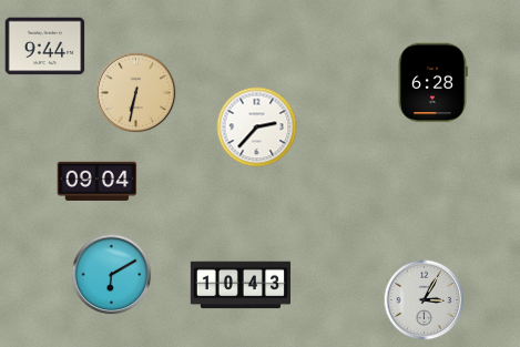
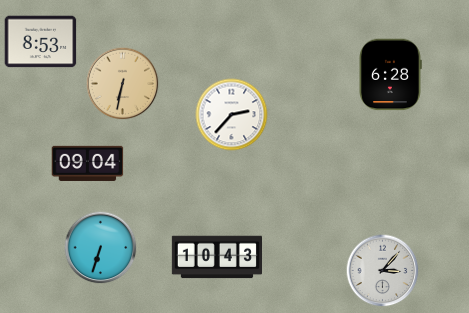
clock at (45, 47): 9:44 -> 8:53
clock at (112, 275): 6:10 -> 6:33
clock at (425, 300): 3:05 -> 3:07
